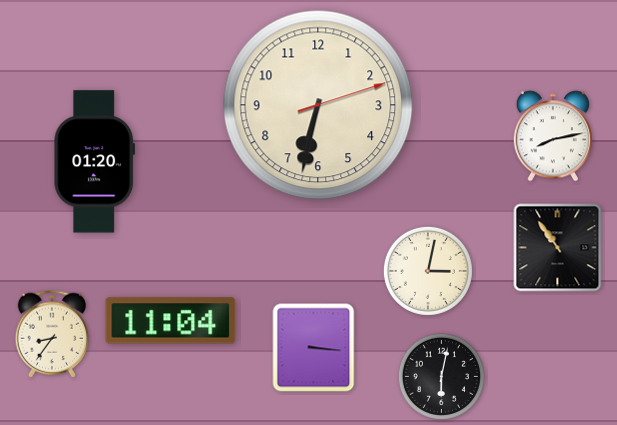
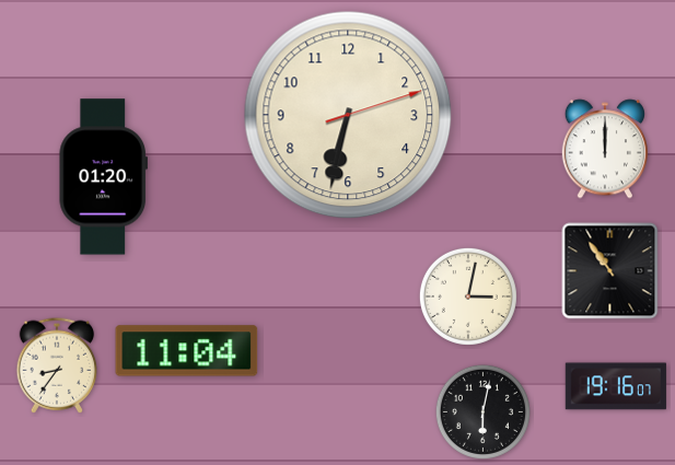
clock at (553, 136): 8:13 -> 12:00
clock at (314, 348): 3:16 -> none
clock at (616, 386): none -> 19:16
